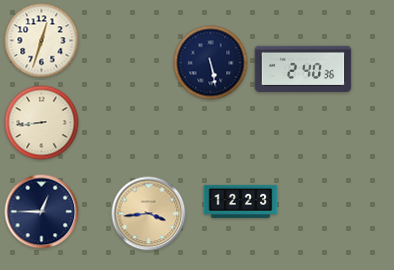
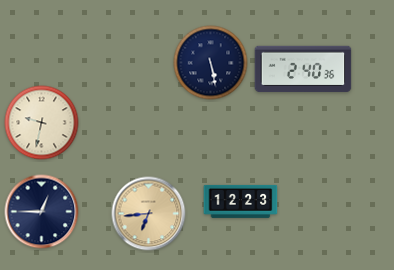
clock at (42, 41): 12:33 -> none
clock at (42, 123): 8:44 -> 9:32
clock at (149, 214): 3:44 -> 6:44
